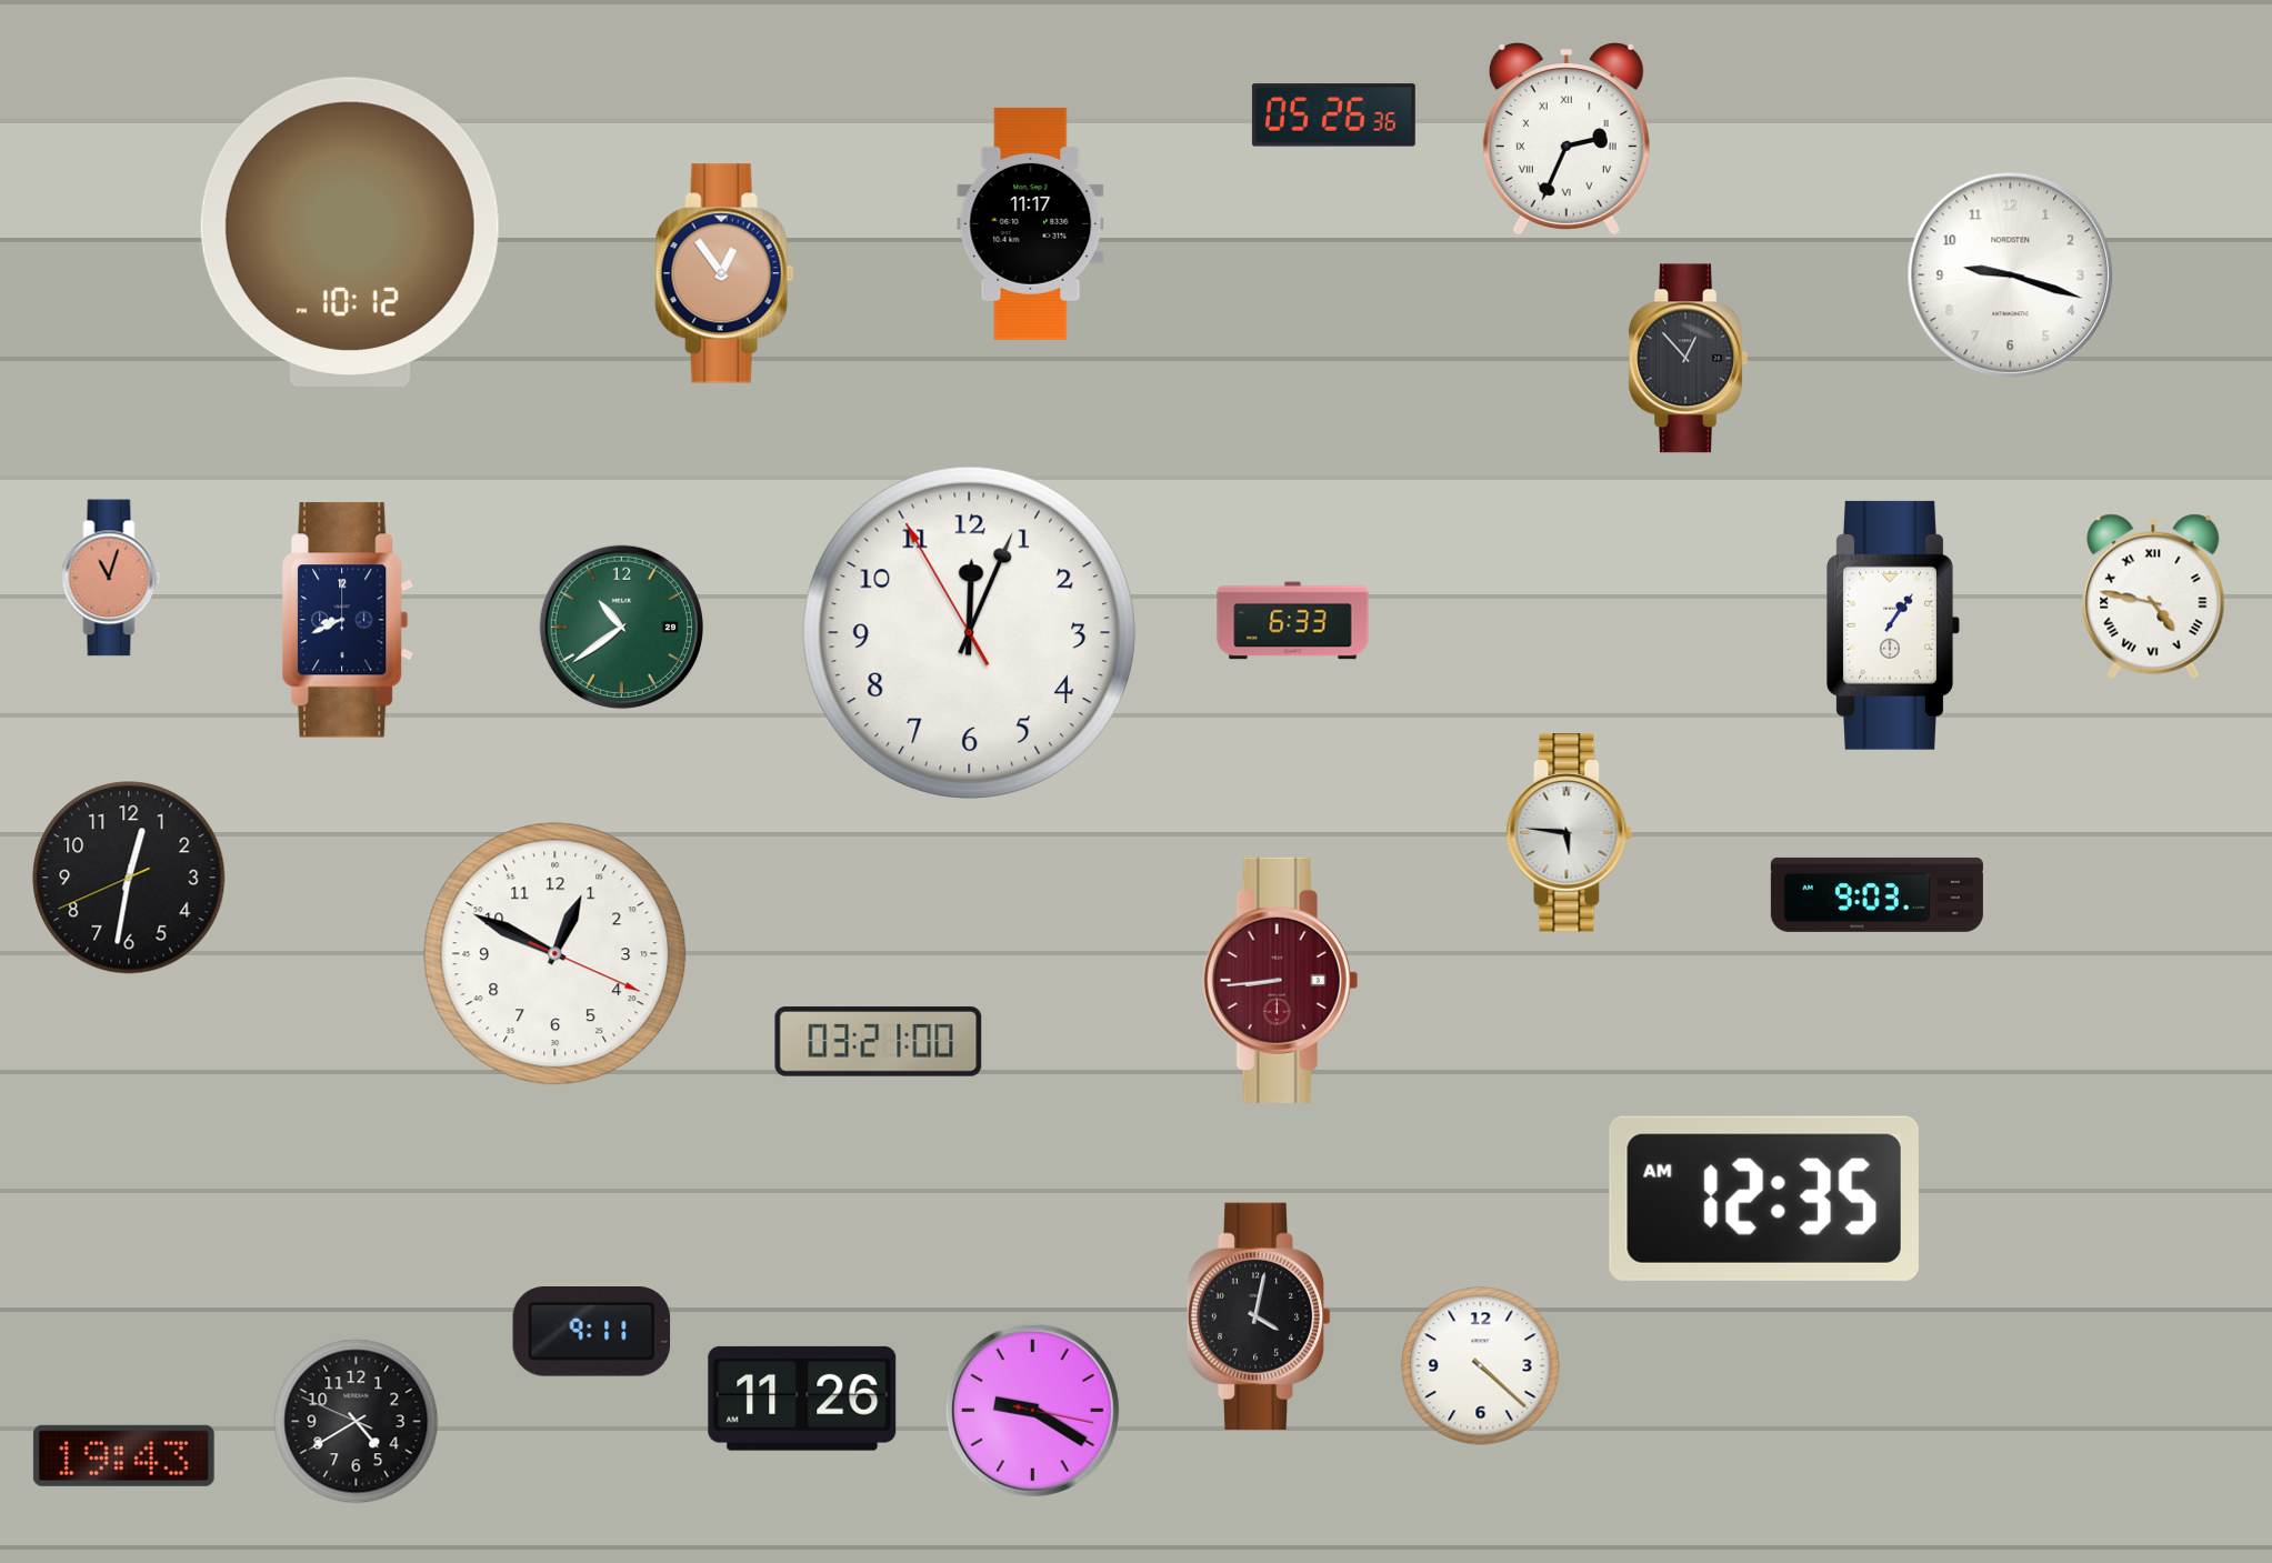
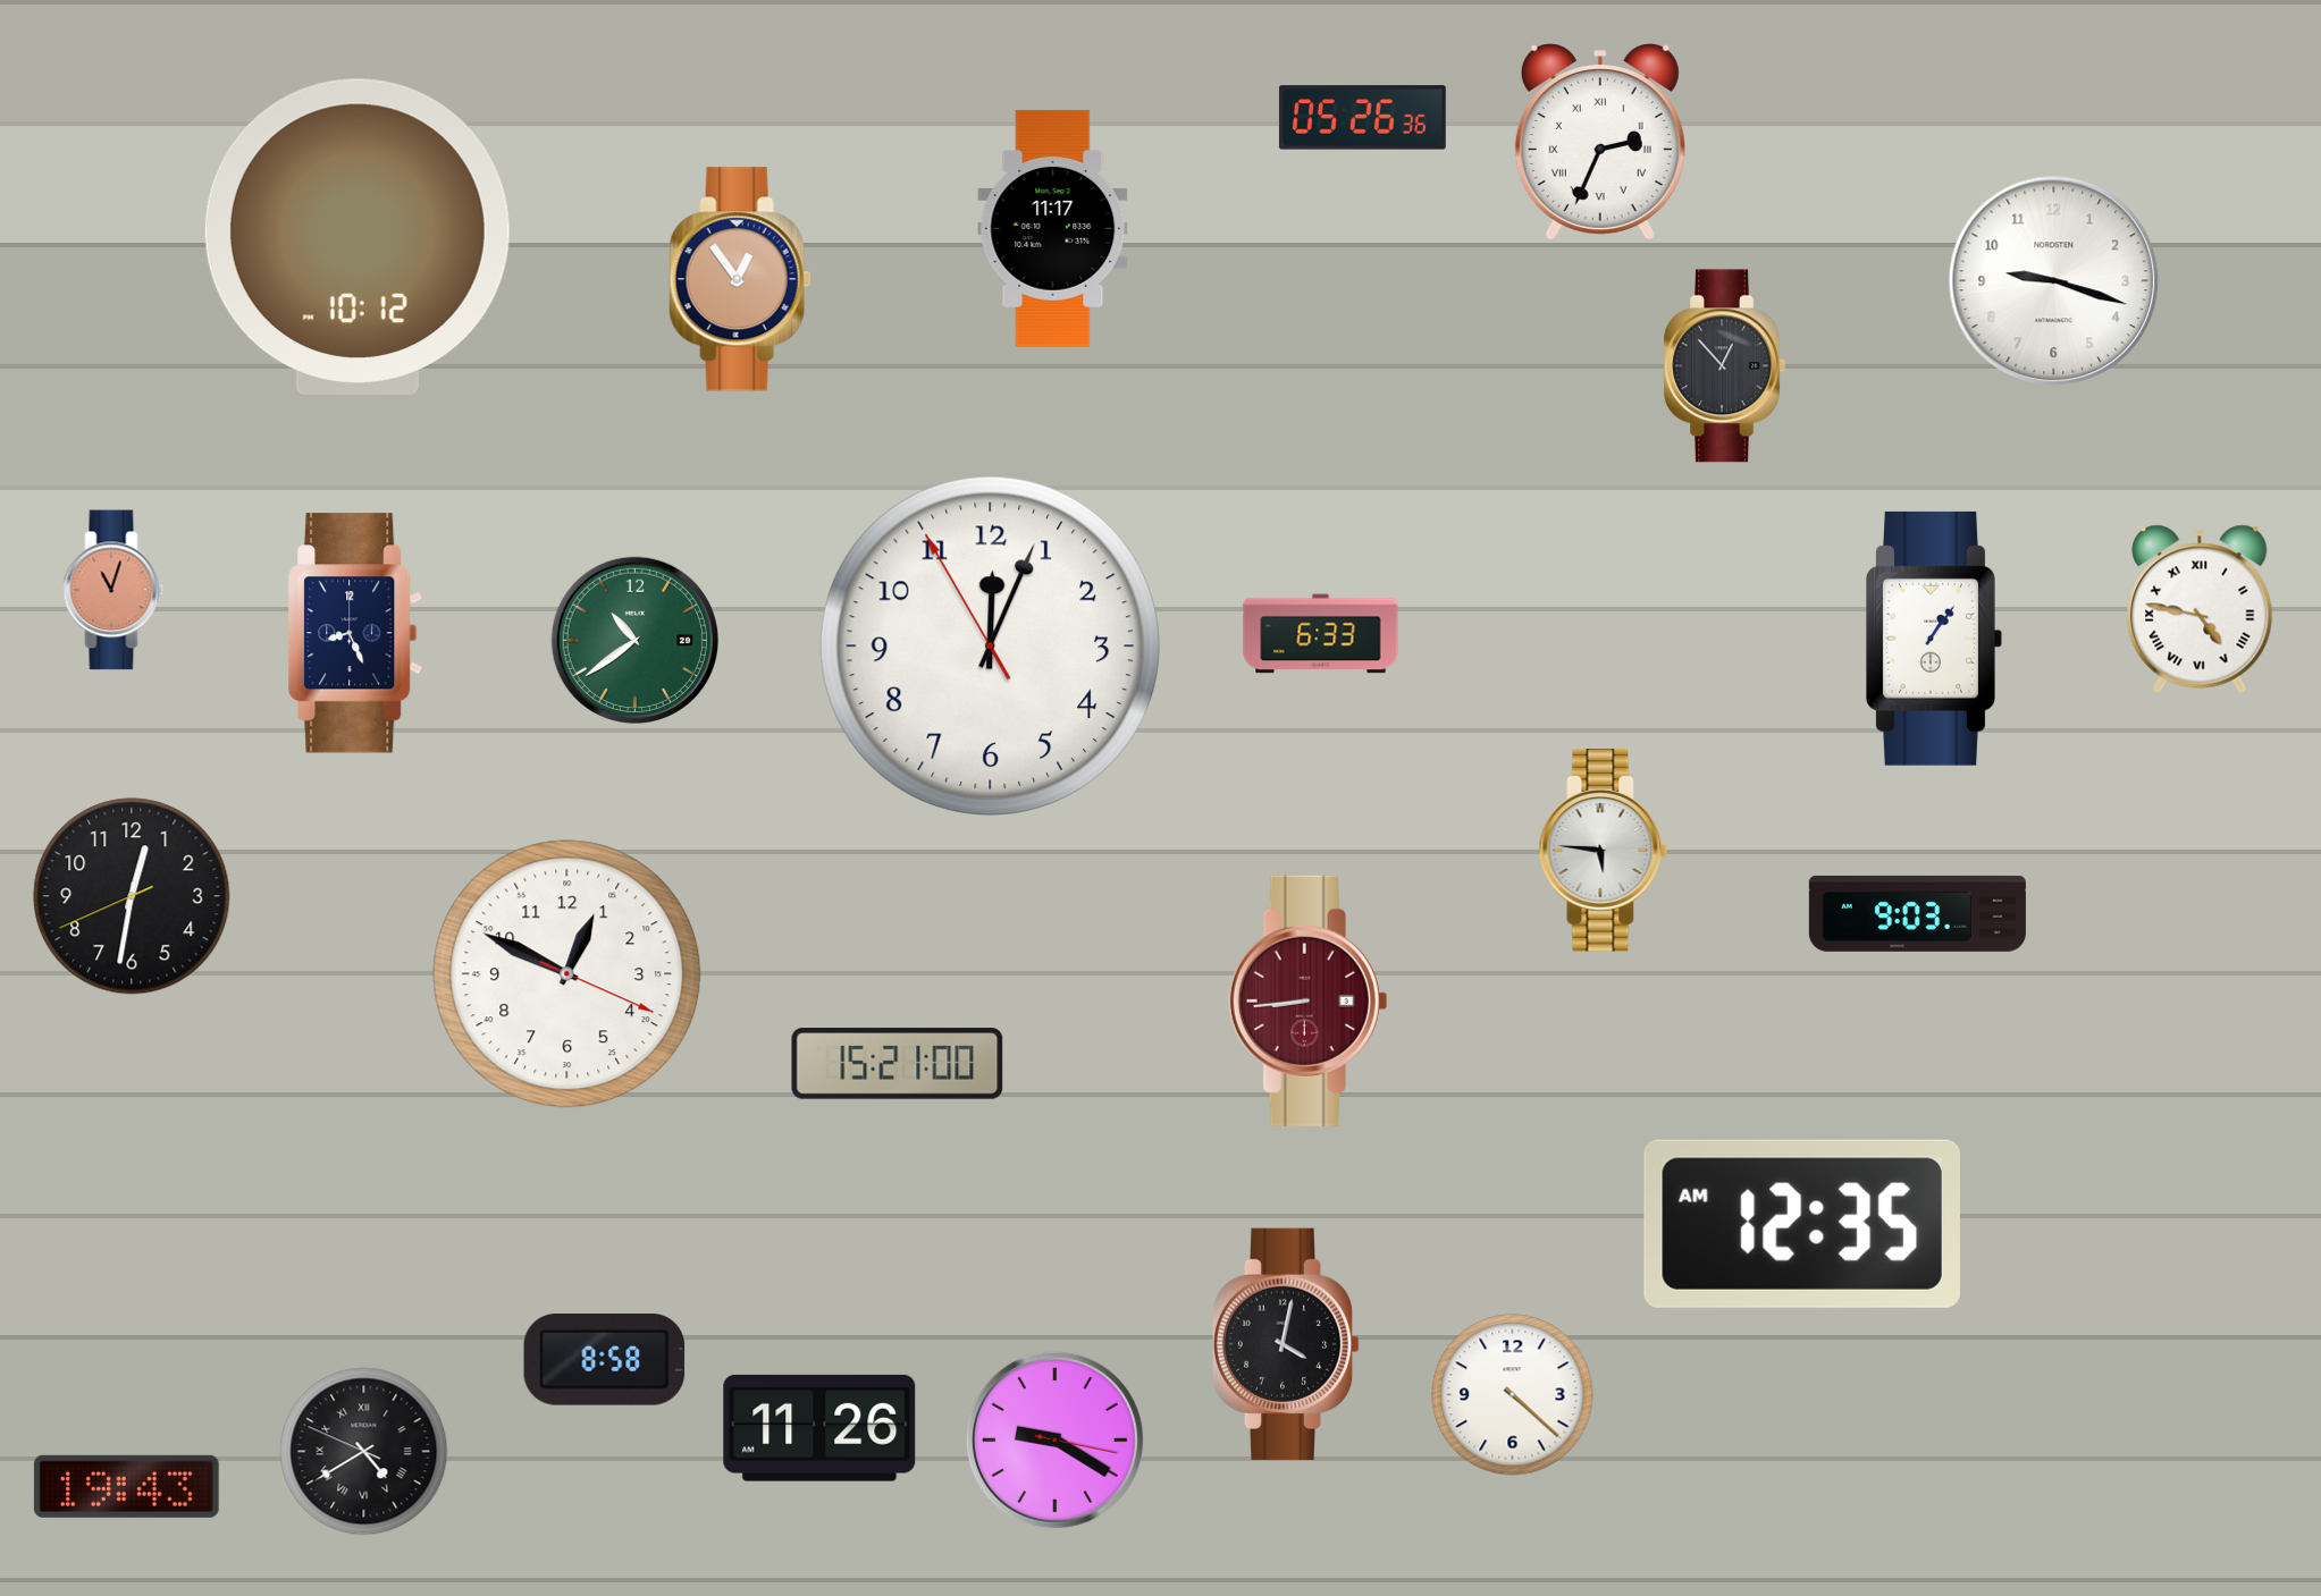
clock at (348, 620): 8:41 -> 8:26
clock at (879, 1042): 03:21 -> 15:21
clock at (592, 1332): 9:11 -> 8:58
clock at (357, 1422) numerals: Arabic -> Roman
